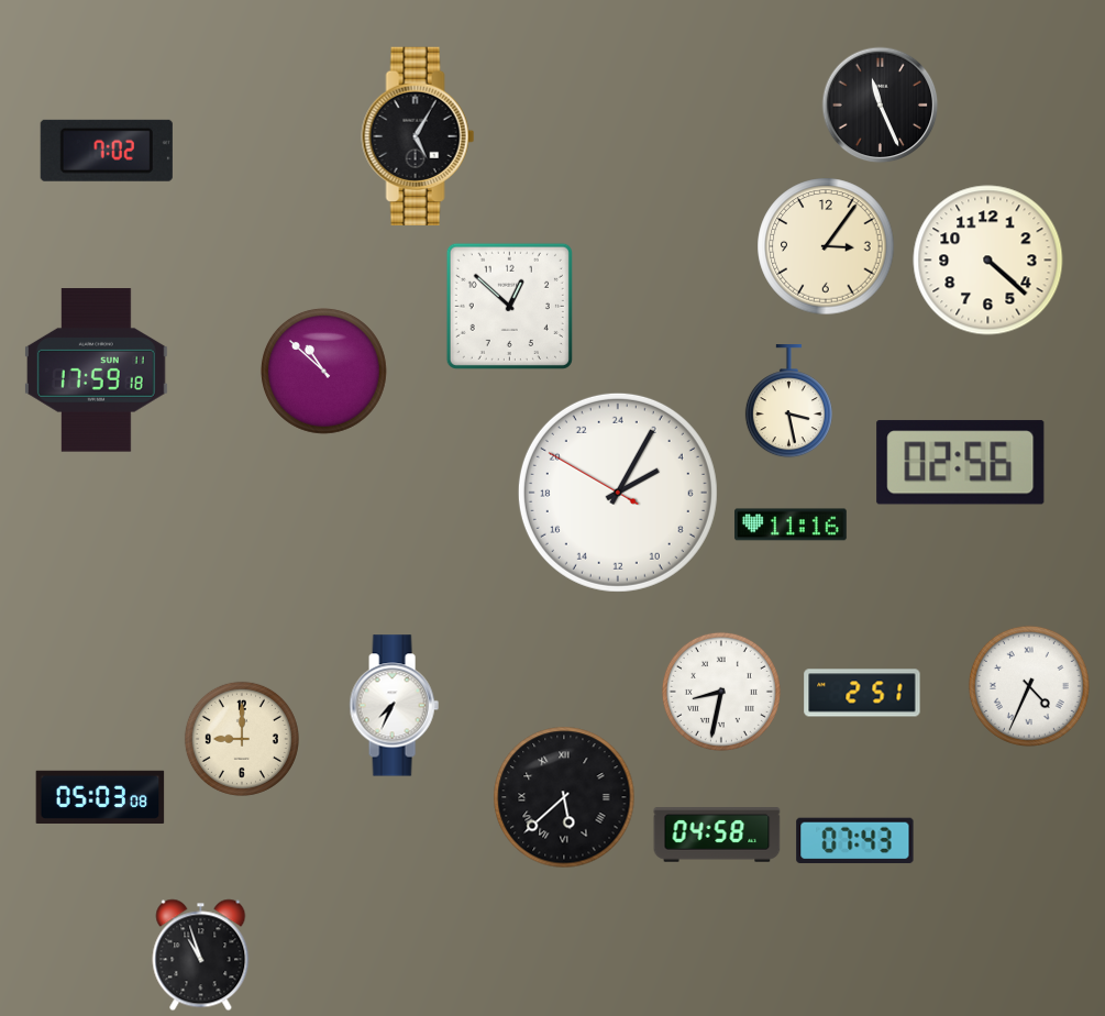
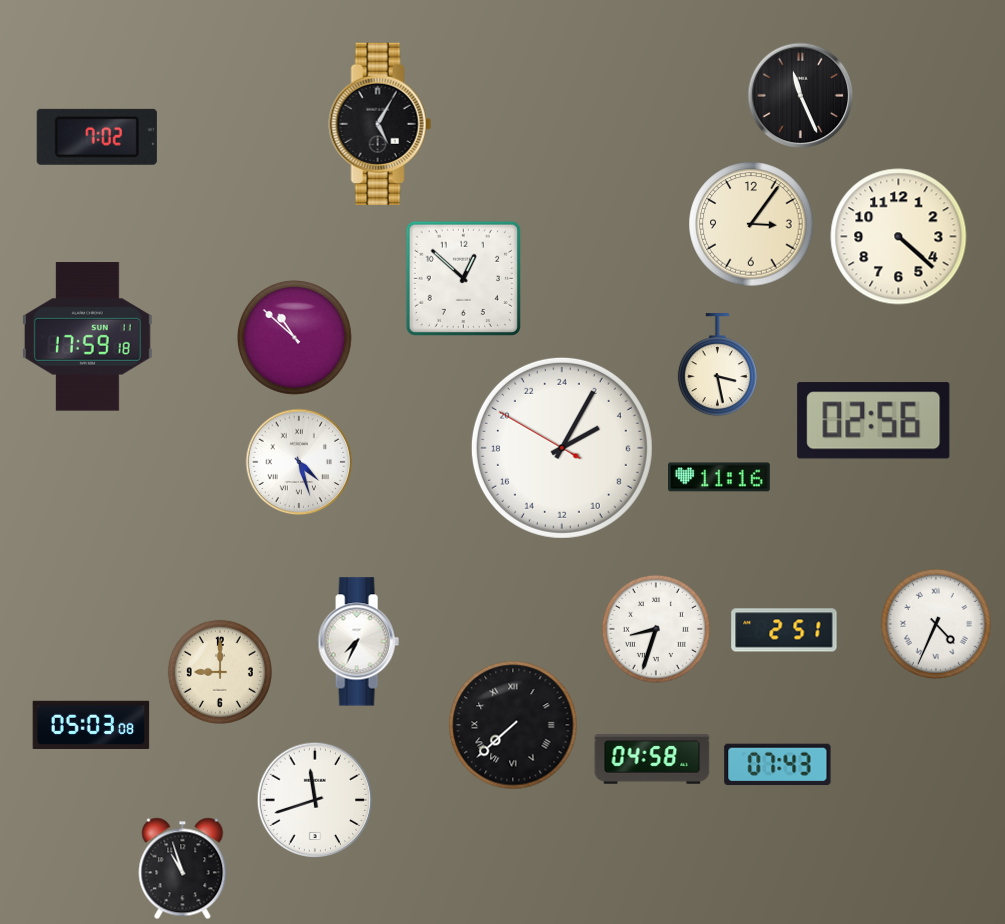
clock at (299, 462): none -> 4:27
clock at (721, 692): 8:32 -> 8:33
clock at (564, 797): 5:38 -> 7:38
clock at (315, 800): none -> 11:42
